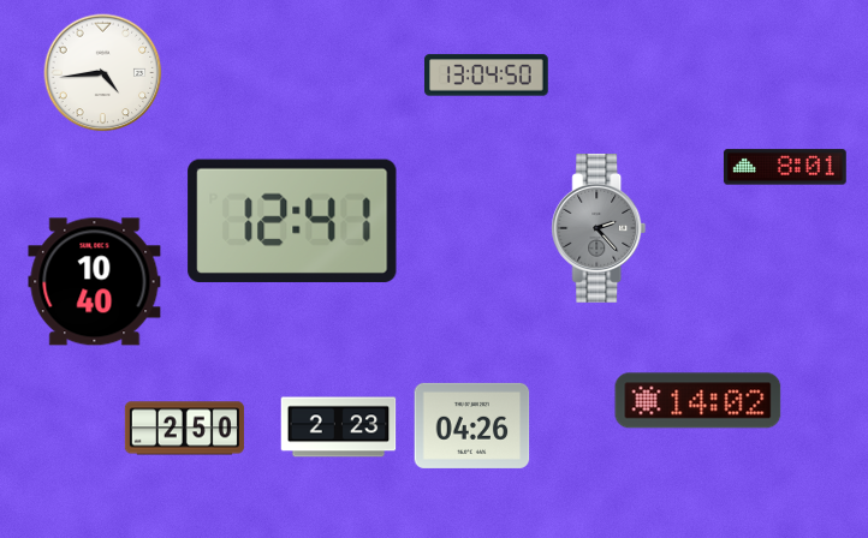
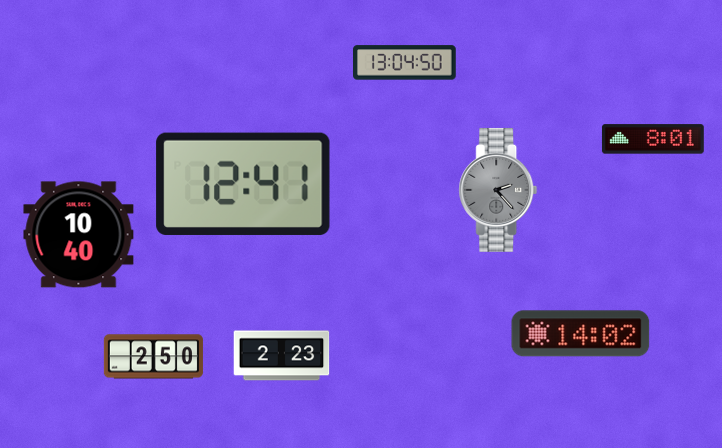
clock at (103, 73): 4:44 -> none
clock at (472, 425): 04:26 -> none
